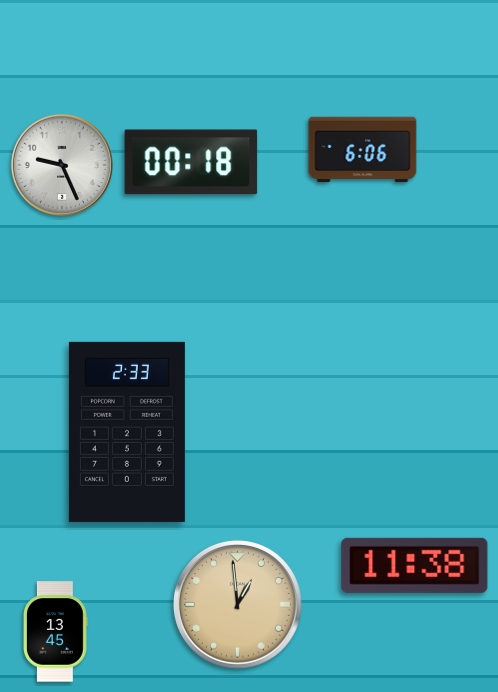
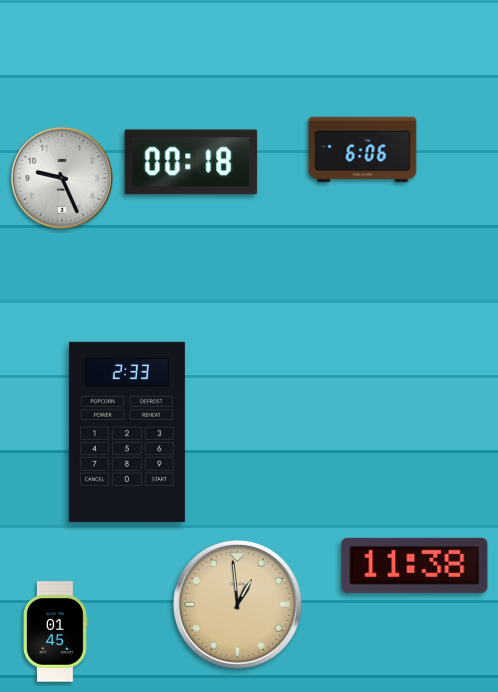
clock at (62, 165) position: (62, 165) -> (62, 178)
clock at (56, 632): 13:45 -> 01:45
